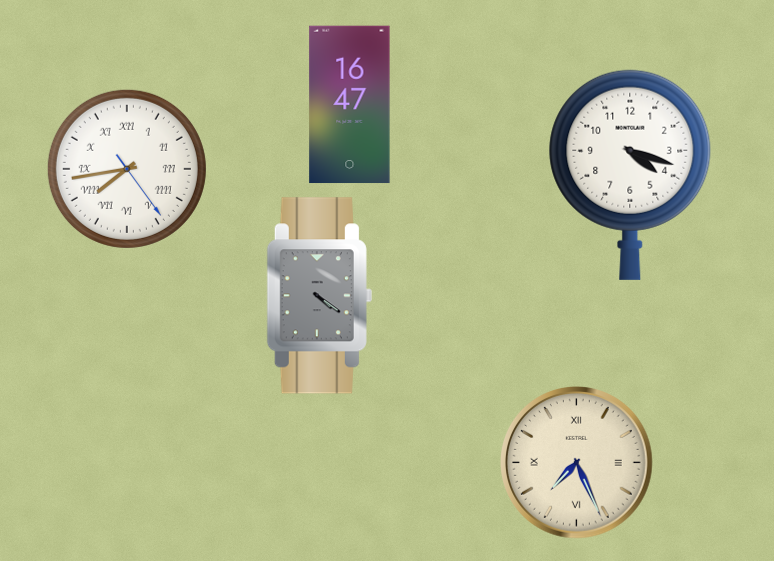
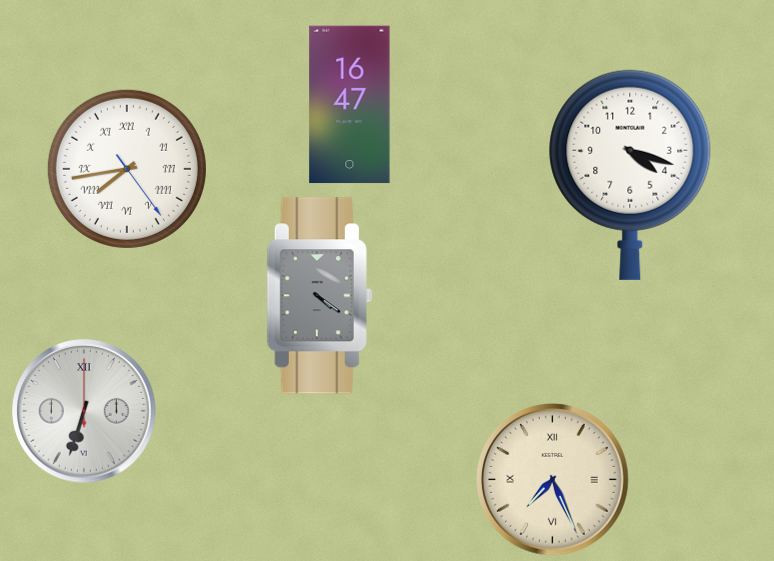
clock at (84, 411): none -> 6:33
clock at (577, 463) position: (577, 463) -> (553, 480)
